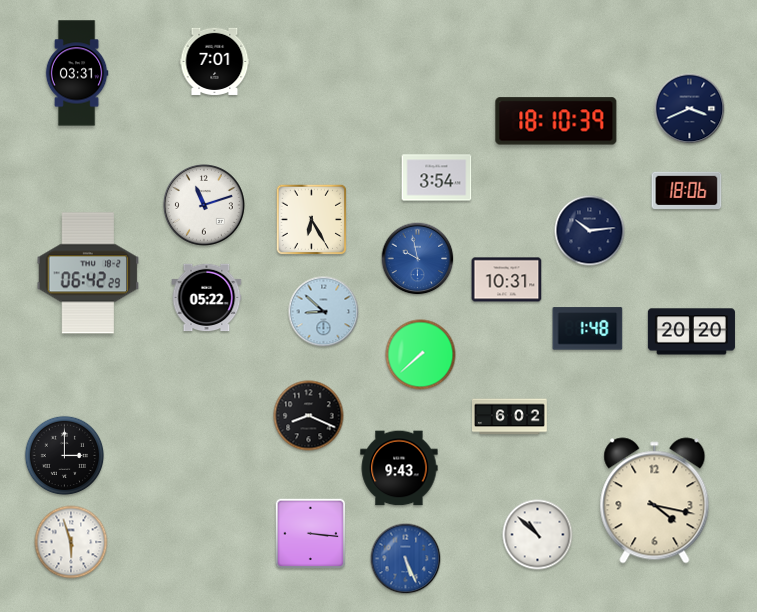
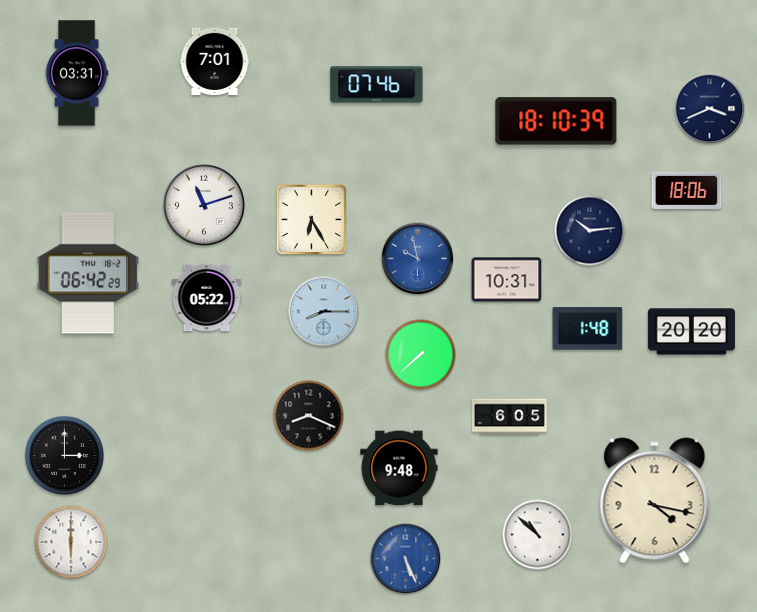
clock at (377, 85): none -> 07:46
clock at (690, 109) position: (690, 109) -> (710, 109)
clock at (437, 178): 3:54 -> none
clock at (324, 312): 8:52 -> 8:15
clock at (510, 417): 6:02 -> 6:05
clock at (399, 468): 9:43 -> 9:48
clock at (311, 534): 3:16 -> none
clock at (71, 542): 5:57 -> 6:00
